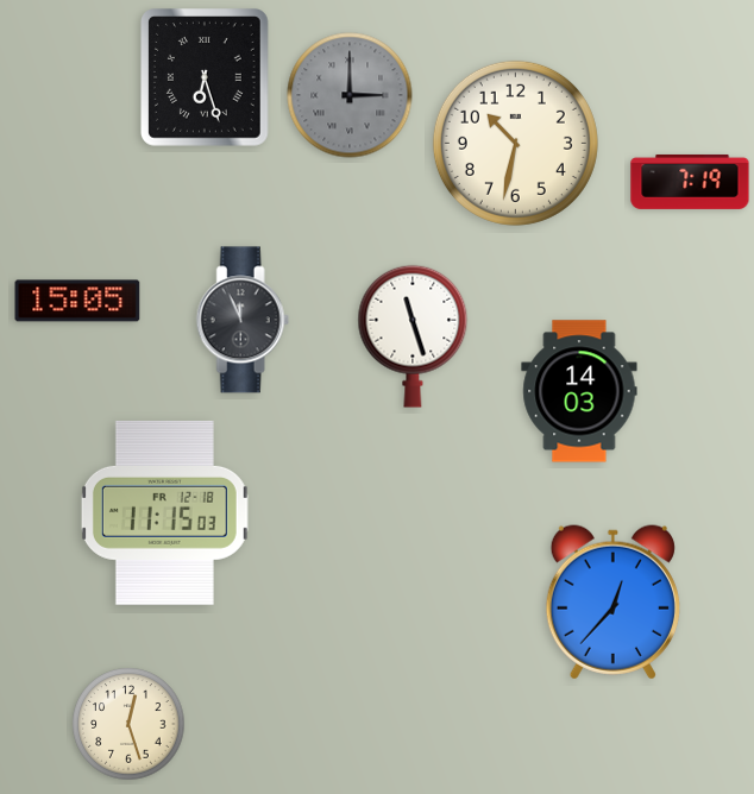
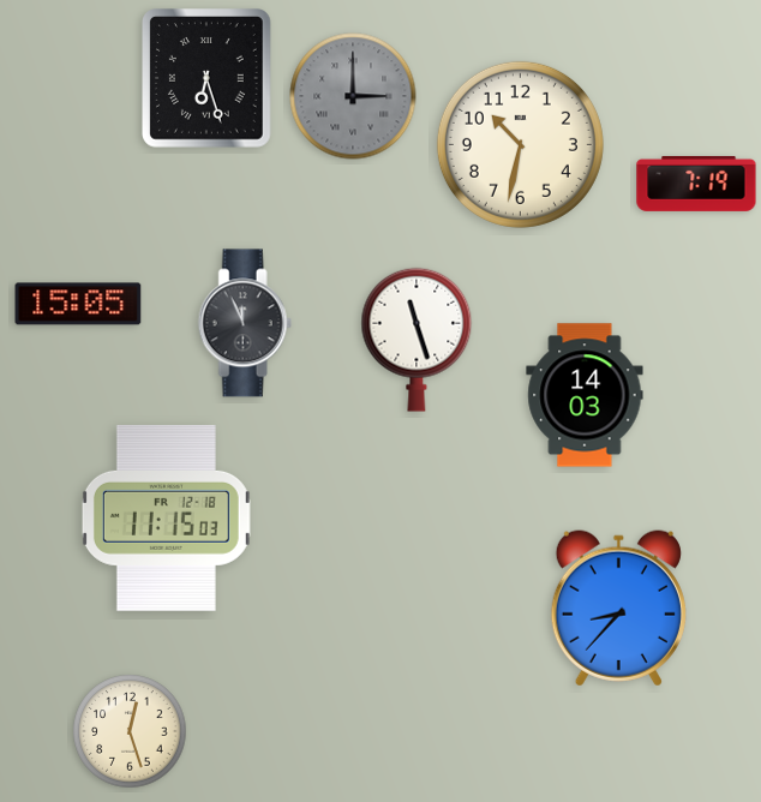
clock at (612, 603): 12:37 -> 8:37
